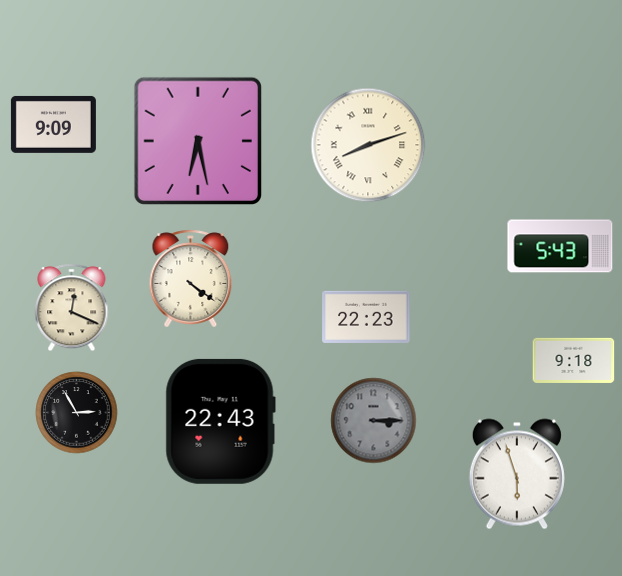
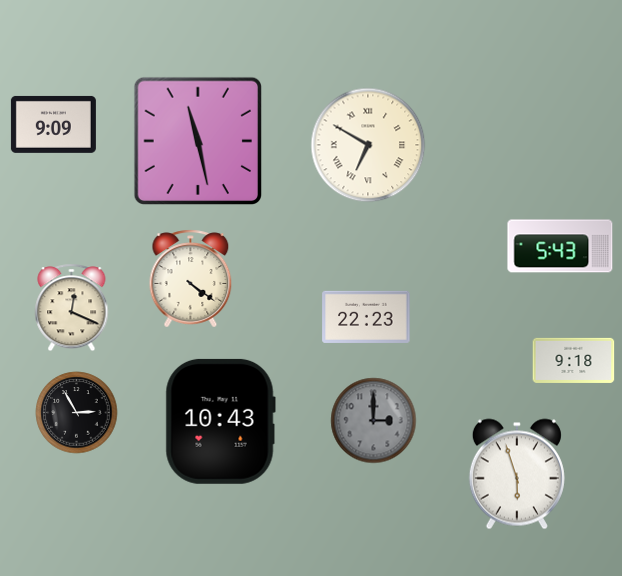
clock at (197, 140): 6:28 -> 11:28
clock at (368, 145): 8:12 -> 6:50
clock at (220, 421): 22:43 -> 10:43
clock at (374, 421): 3:15 -> 3:00
